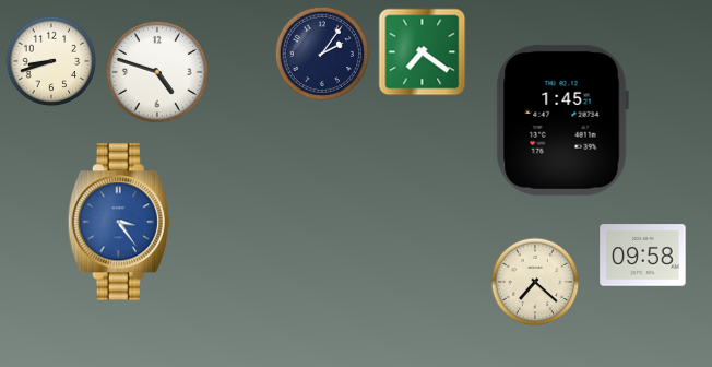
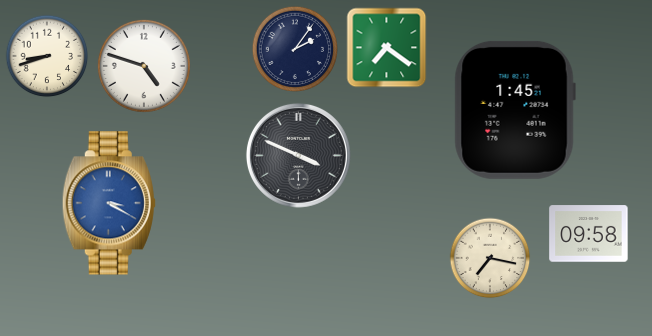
clock at (298, 155): none -> 3:49
clock at (119, 222): 3:24 -> 3:20
clock at (535, 282): 7:22 -> 7:17
